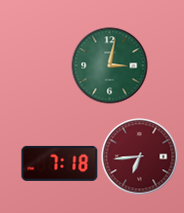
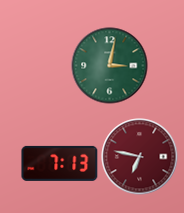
clock at (140, 157): 6:44 -> 6:47
clock at (60, 163): 7:18 -> 7:13
